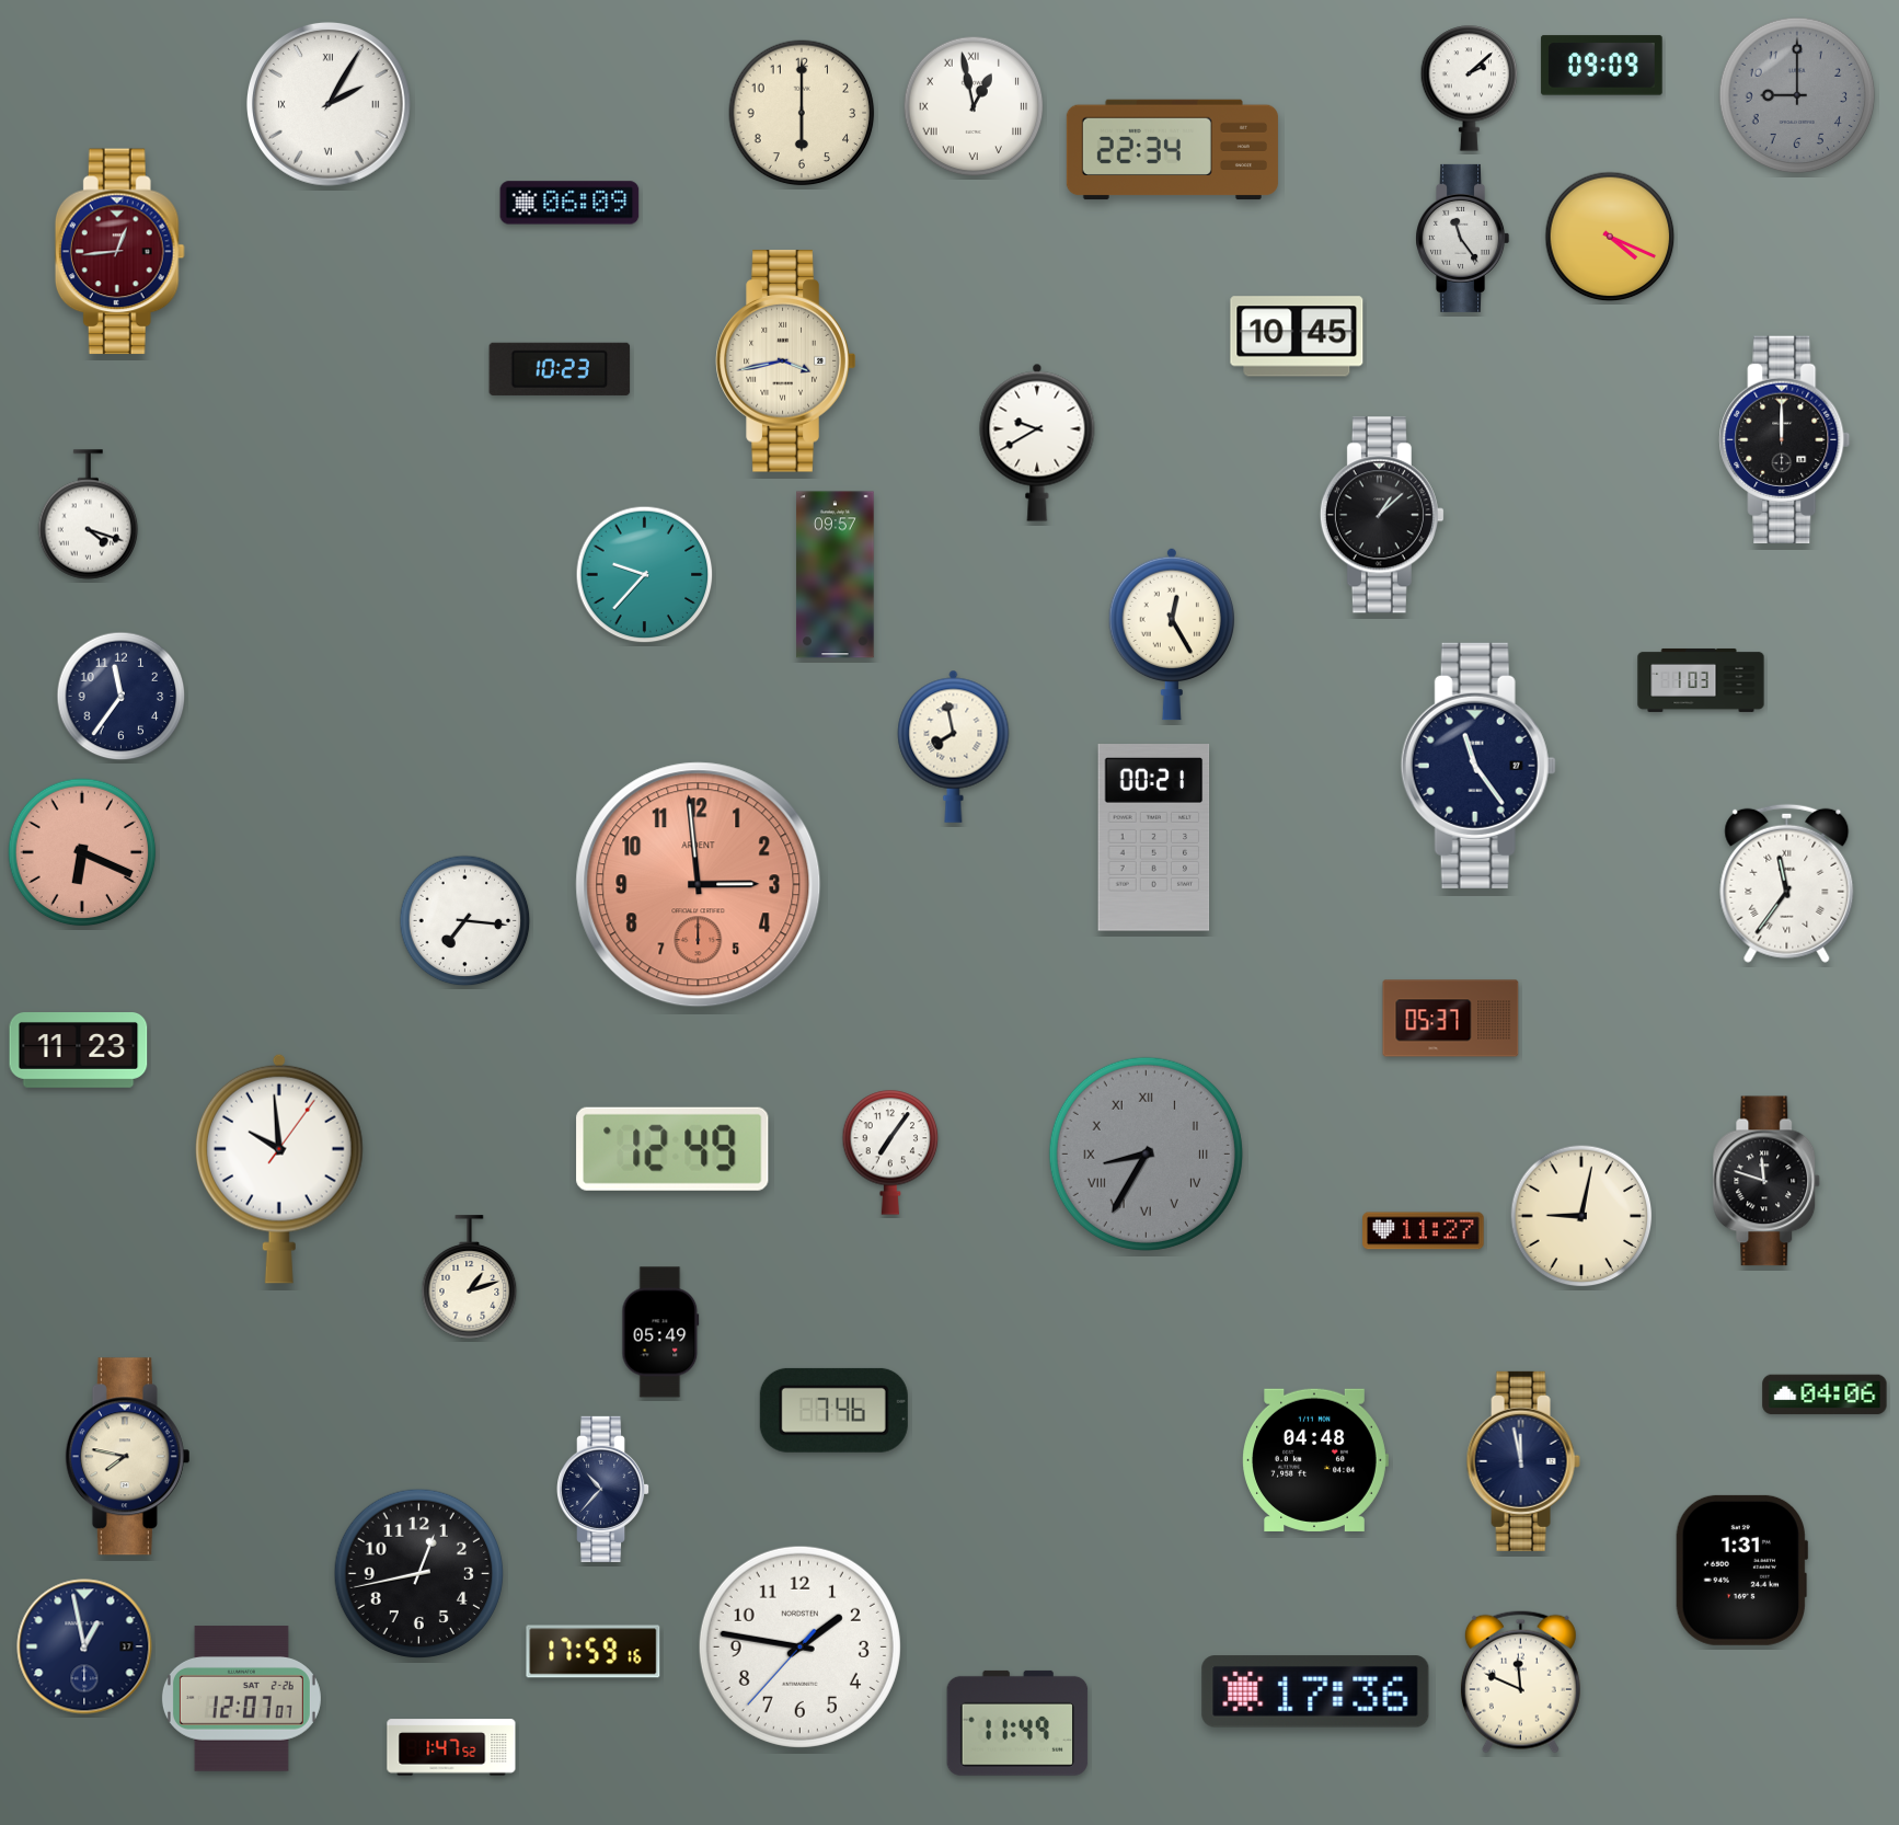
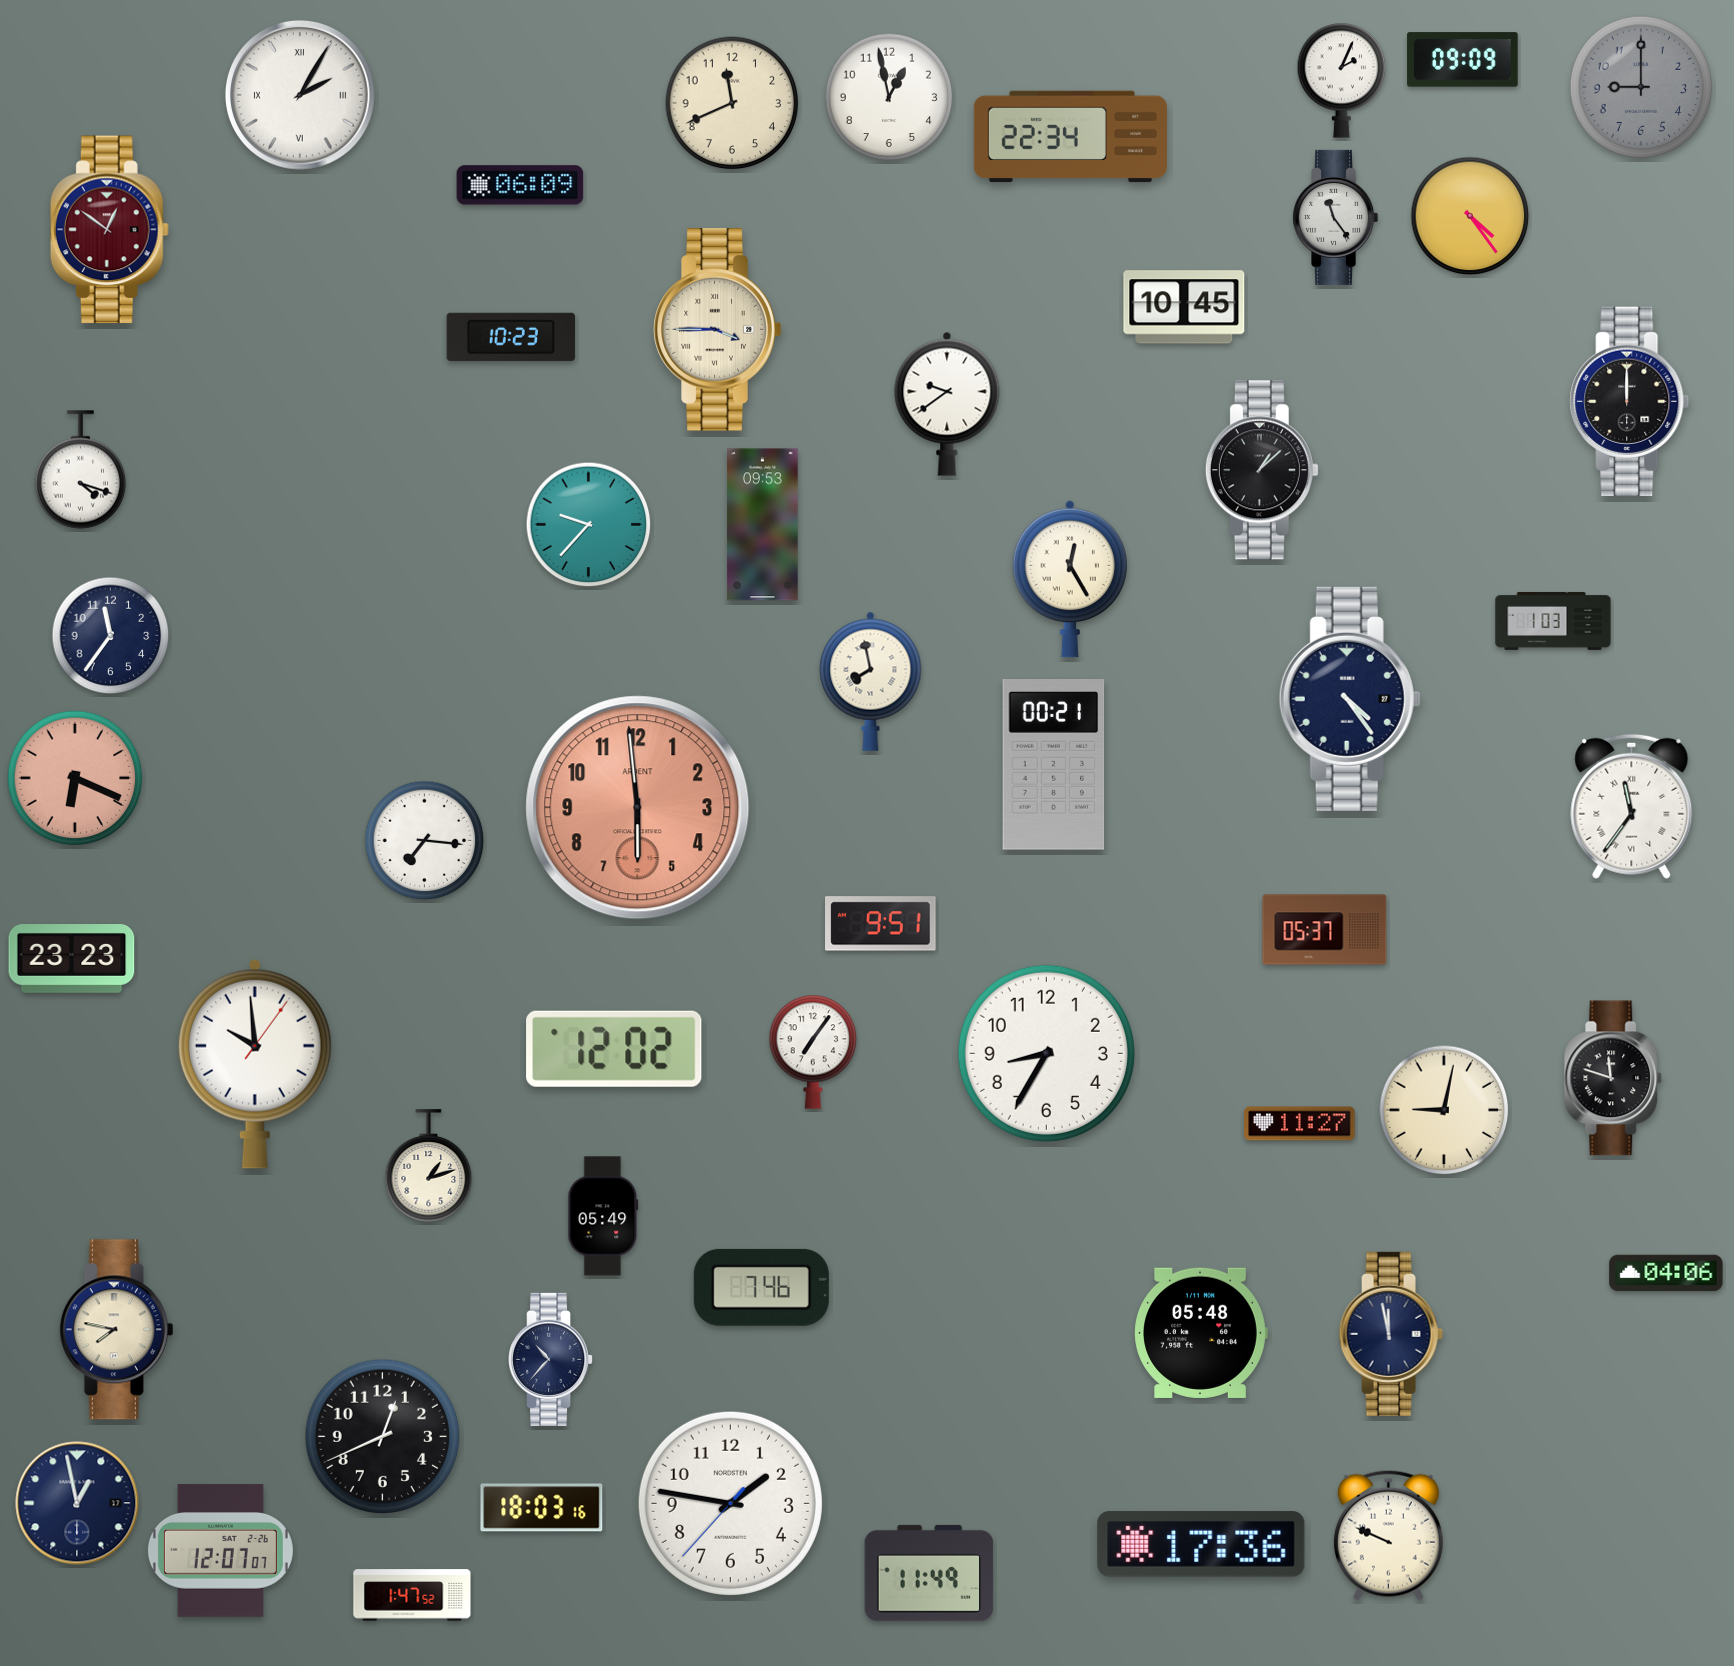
clock at (1470, 89): 2:08 -> 2:04
clock at (974, 106) numerals: Roman -> Arabic
clock at (802, 113): 6:00 -> 11:41
clock at (1610, 237): 4:19 -> 4:24
clock at (119, 252): 12:44 -> 12:51
clock at (786, 361): 3:43 -> 3:45
clock at (1037, 443): 9:40 -> 9:39
clock at (836, 575): 09:57 -> 09:53
clock at (1478, 766): 11:24 -> 4:24
clock at (699, 885): 2:59 -> 5:59
clock at (881, 924): none -> 9:51
clock at (79, 1051): 11:23 -> 23:23
clock at (672, 1149): 12:49 -> 12:02
clock at (1146, 1153) dial: grey -> white
clock at (1146, 1153) numerals: Roman -> Arabic
clock at (279, 1169) position: (279, 1169) -> (255, 1064)
clock at (1315, 1460): 04:48 -> 05:48
clock at (1741, 1570): 1:31 -> none
clock at (418, 1573): 12:43 -> 12:41
clock at (594, 1652): 17:59 -> 18:03
clock at (1520, 1681): 11:49 -> 9:49
